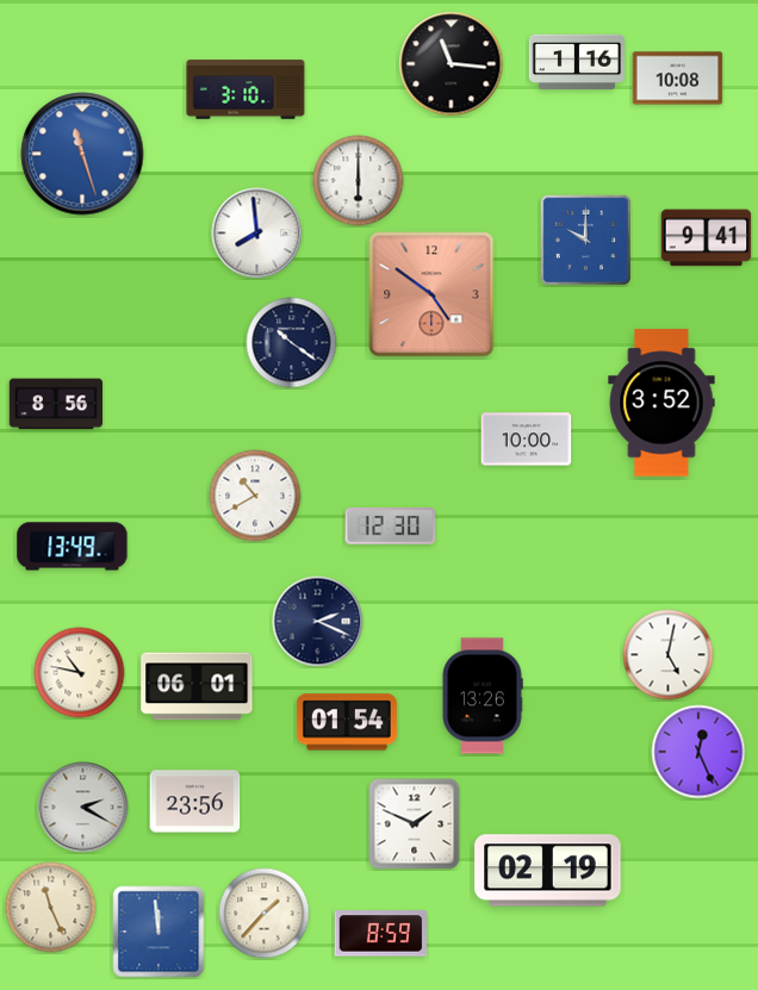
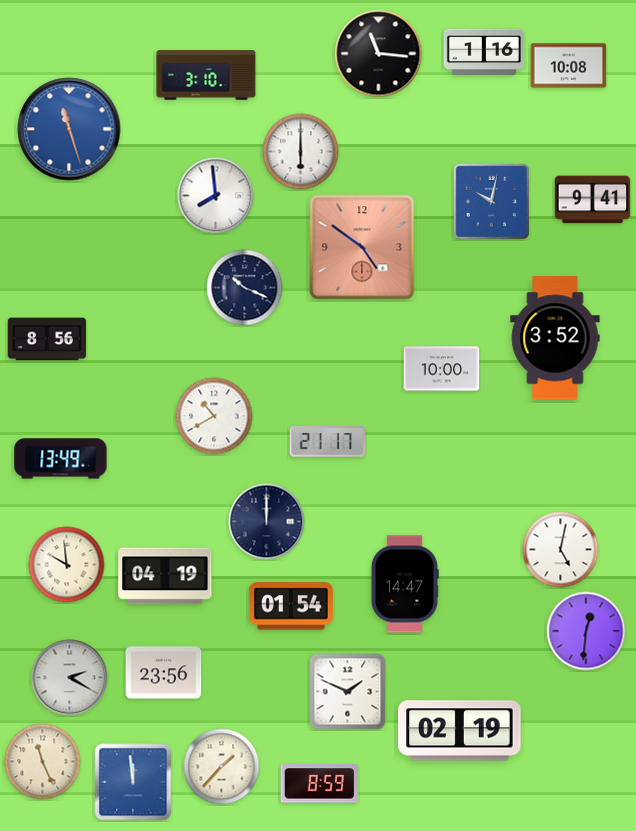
clock at (585, 239): 10:00 -> 10:02
clock at (292, 343): 10:21 -> 10:19
clock at (391, 527): 12:30 -> 21:17
clock at (318, 622): 2:19 -> 12:00
clock at (80, 673): 10:47 -> 9:59
clock at (197, 686): 06:01 -> 04:19
clock at (483, 696): 13:26 -> 14:47
clock at (698, 752): 12:26 -> 12:31
